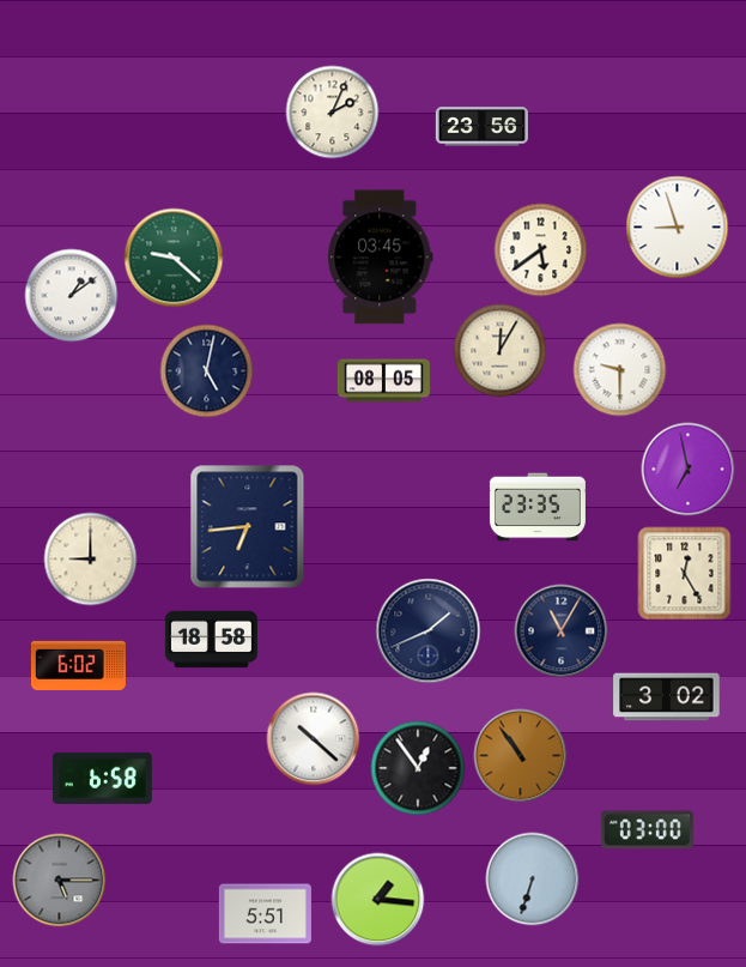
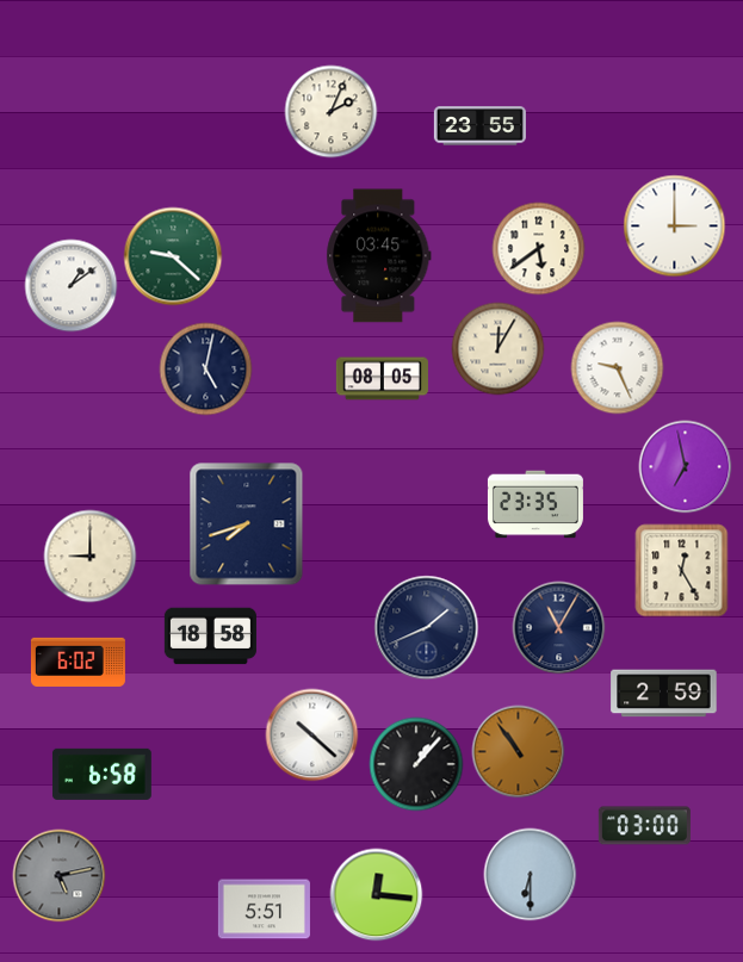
clock at (481, 127): 23:56 -> 23:55
clock at (677, 226): 8:57 -> 3:00
clock at (71, 295) position: (71, 295) -> (70, 285)
clock at (619, 369): 9:30 -> 9:26
clock at (248, 527): 6:44 -> 7:42
clock at (667, 697): 3:02 -> 2:59
clock at (418, 768): 12:54 -> 1:07
clock at (532, 878): 6:33 -> 6:30
clock at (59, 880): 5:15 -> 5:13
clock at (377, 899): 1:16 -> 12:16
